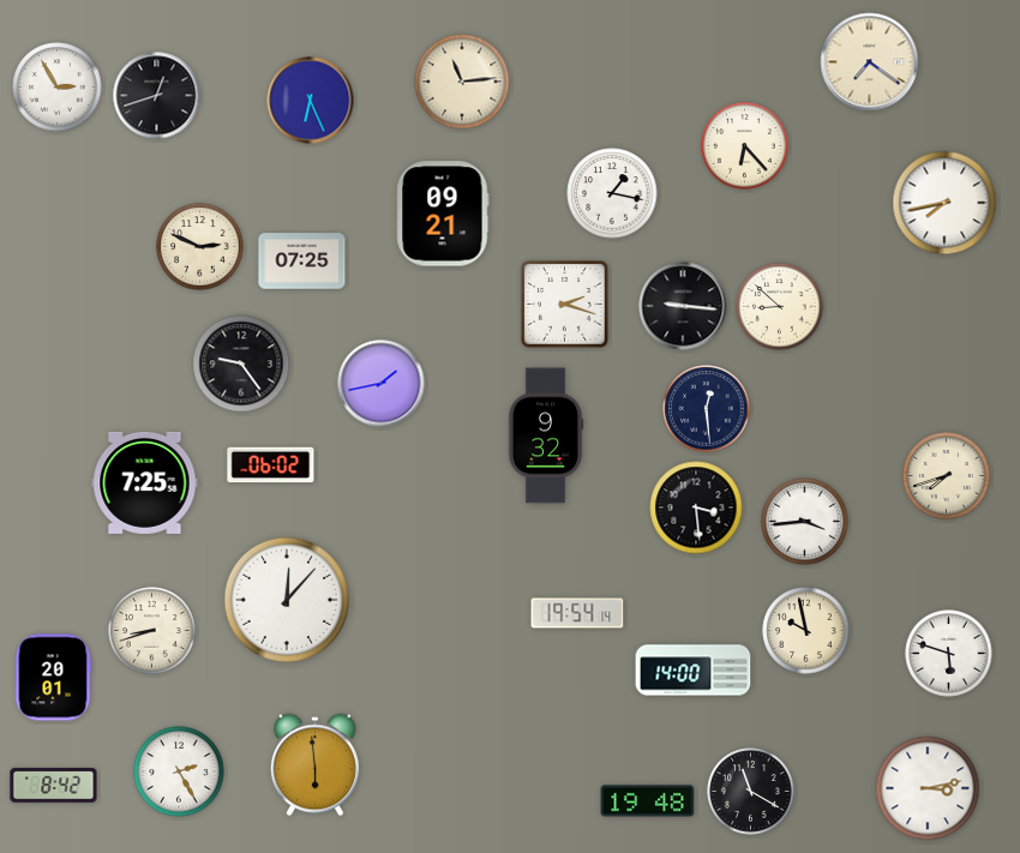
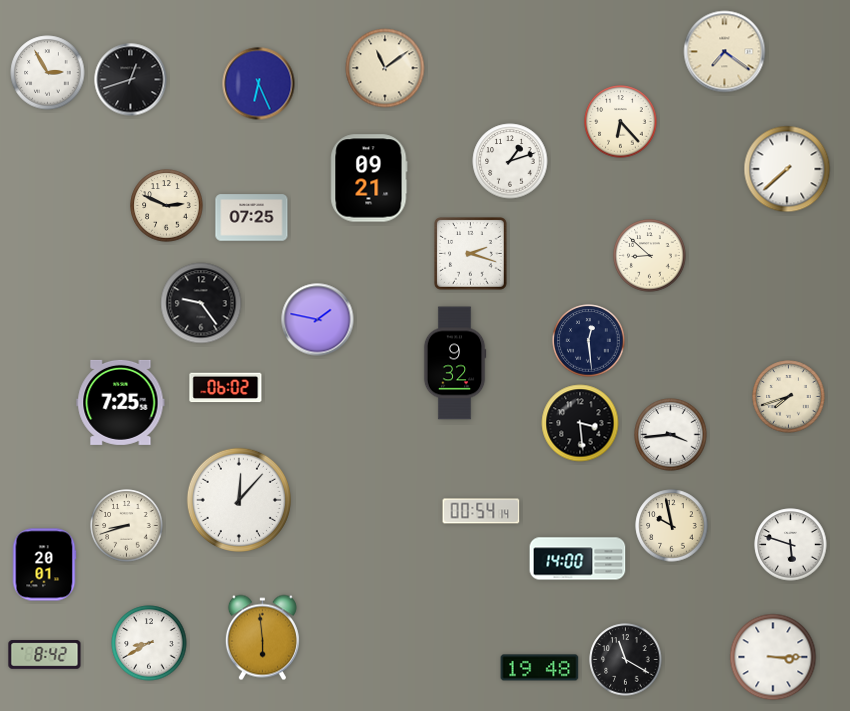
clock at (462, 82): 11:14 -> 11:09
clock at (612, 193): 1:17 -> 1:12
clock at (944, 203): 7:43 -> 7:38
clock at (683, 306): 9:16 -> none
clock at (382, 384): 1:43 -> 1:47
clock at (577, 613): 19:54 -> 00:54
clock at (179, 771): 2:25 -> 8:40
clock at (928, 788): 3:13 -> 3:15
